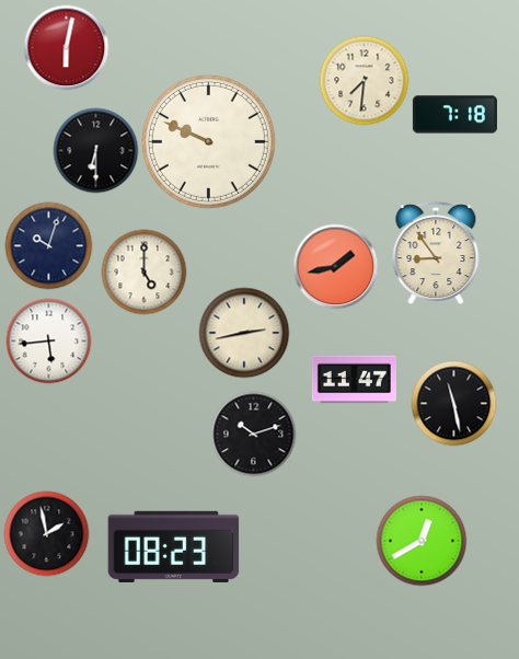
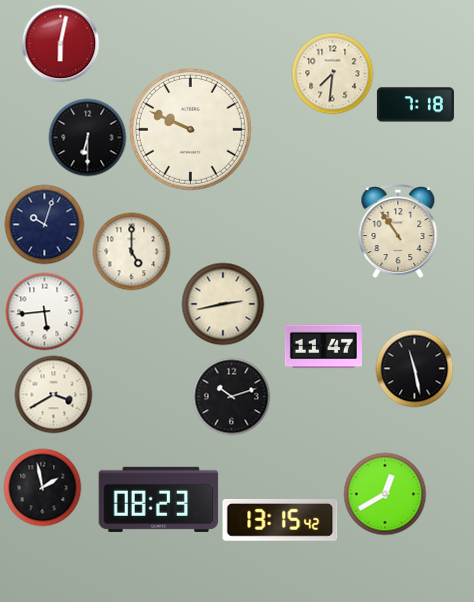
clock at (436, 253): 8:54 -> 10:54
clock at (335, 266): 1:43 -> none
clock at (143, 271) position: (143, 271) -> (131, 251)
clock at (53, 394): none -> 3:40
clock at (280, 521): none -> 13:15
